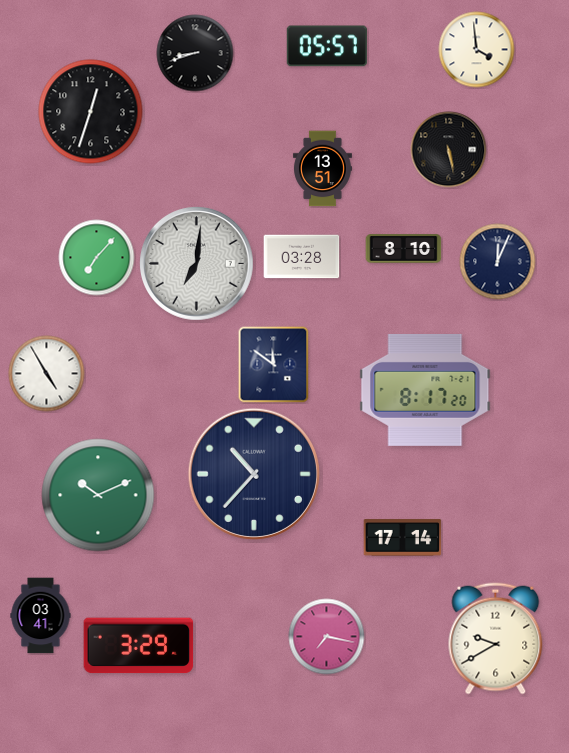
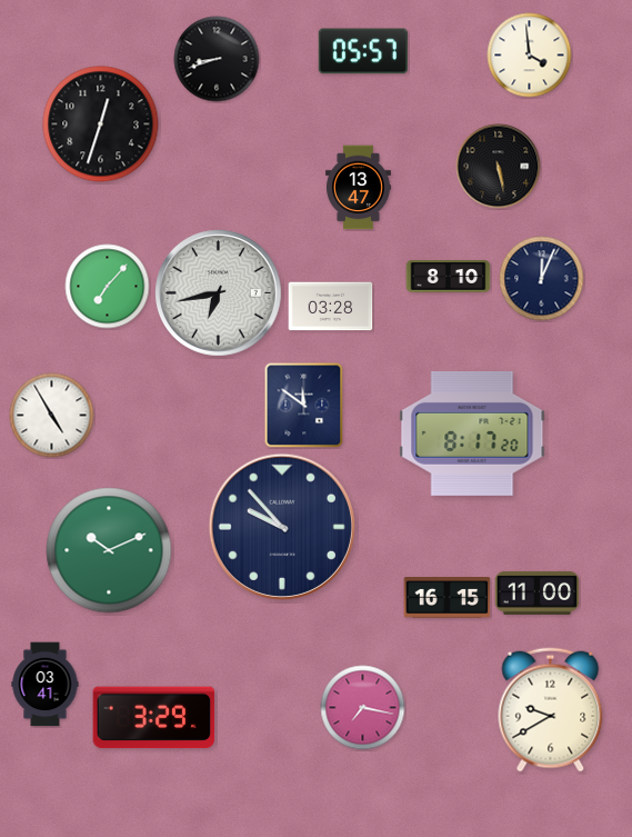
clock at (322, 169): 13:51 -> 13:47
clock at (302, 257) position: (302, 257) -> (331, 307)
clock at (498, 262) position: (498, 262) -> (542, 279)
clock at (196, 263): 7:01 -> 6:43
clock at (254, 474): 10:37 -> 9:53
clock at (538, 592): none -> 11:00
clock at (403, 538): 17:14 -> 16:15
